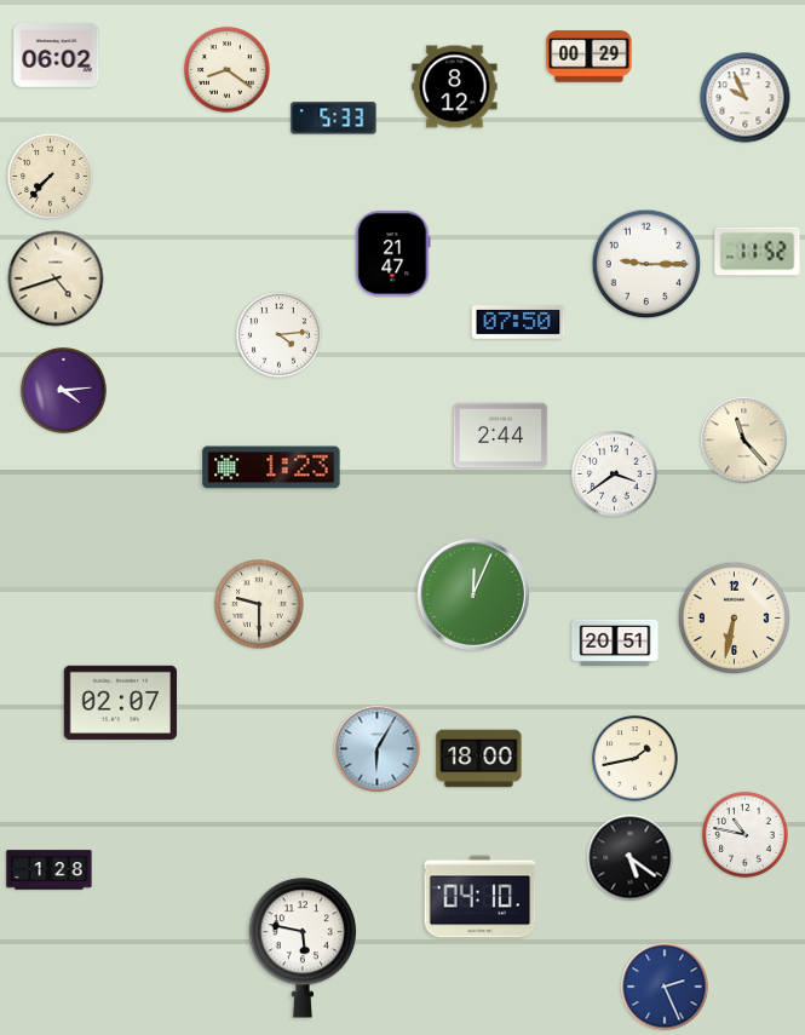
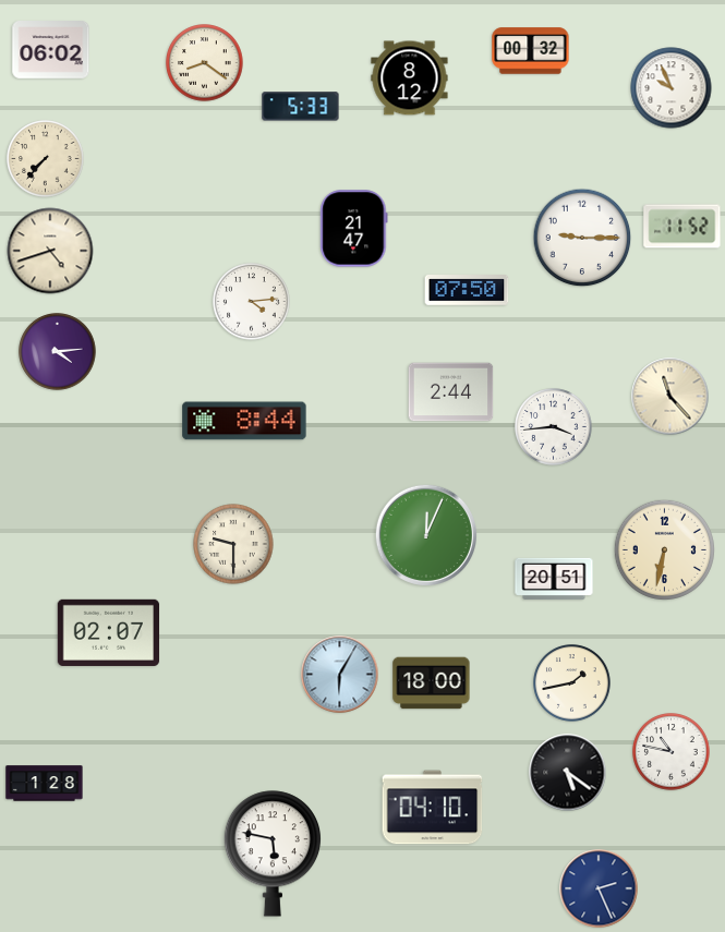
clock at (590, 57): 00:29 -> 00:32
clock at (271, 467): 1:23 -> 8:44
clock at (615, 475): 3:39 -> 3:44
clock at (734, 617) position: (734, 617) -> (664, 549)
